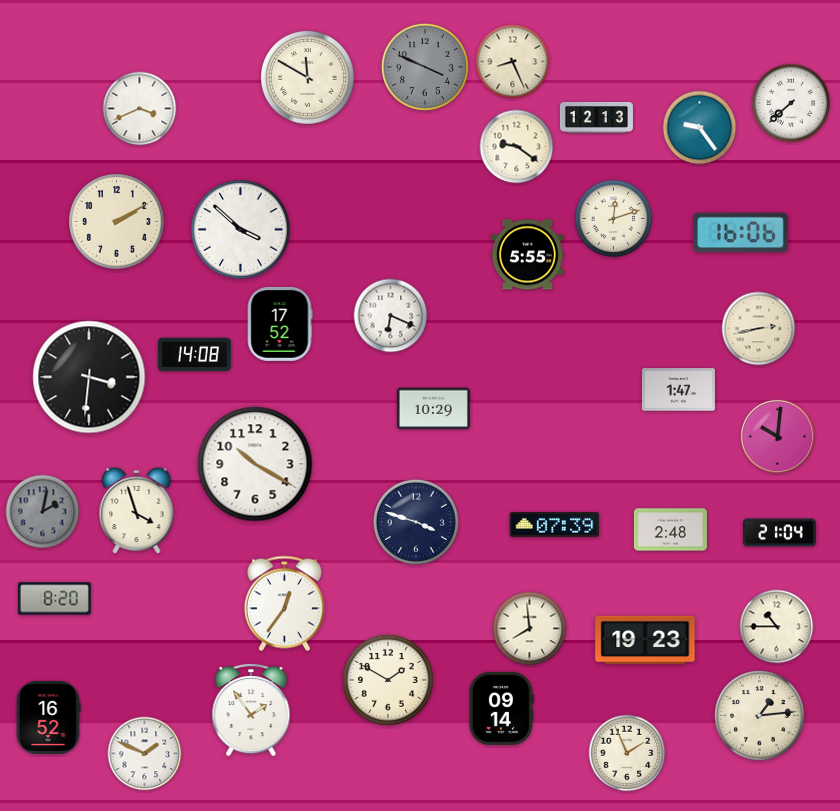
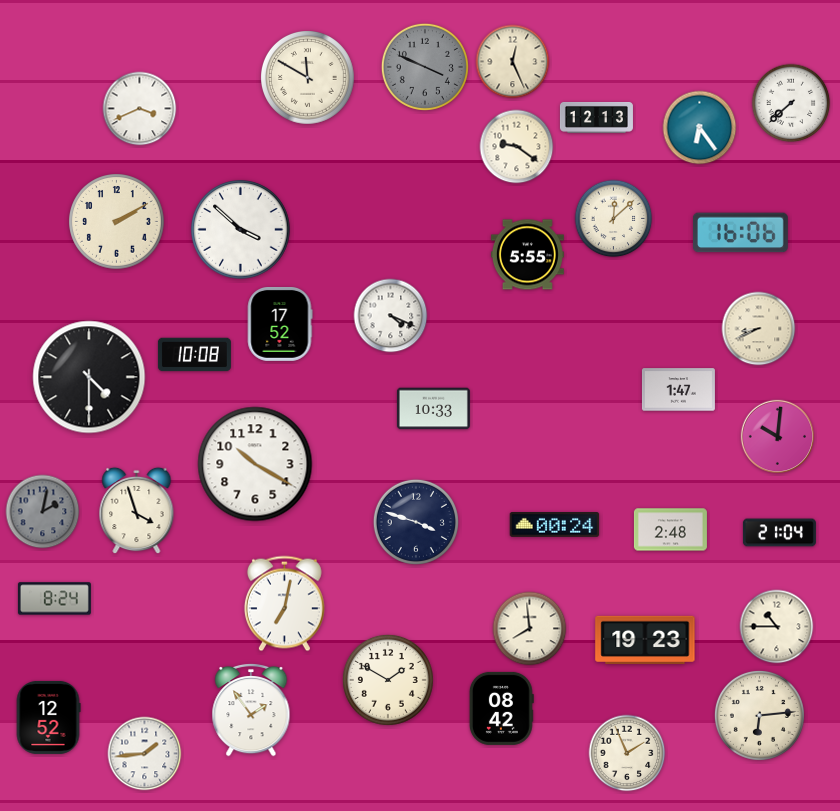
clock at (513, 62): 8:26 -> 12:26
clock at (700, 128): 9:24 -> 6:24
clock at (614, 219): 12:12 -> 12:08
clock at (391, 316): 6:19 -> 4:19
clock at (759, 329): 2:43 -> 8:41
clock at (194, 355): 14:08 -> 10:08
clock at (89, 377): 3:31 -> 4:30
clock at (433, 409): 10:29 -> 10:33
clock at (555, 525): 07:39 -> 00:24
clock at (54, 599): 8:20 -> 8:24
clock at (284, 604): 12:36 -> 7:02
clock at (501, 708): 09:14 -> 08:42
clock at (759, 715): 1:14 -> 6:14
clock at (48, 717): 16:52 -> 12:52
clock at (145, 754): 1:49 -> 1:44
